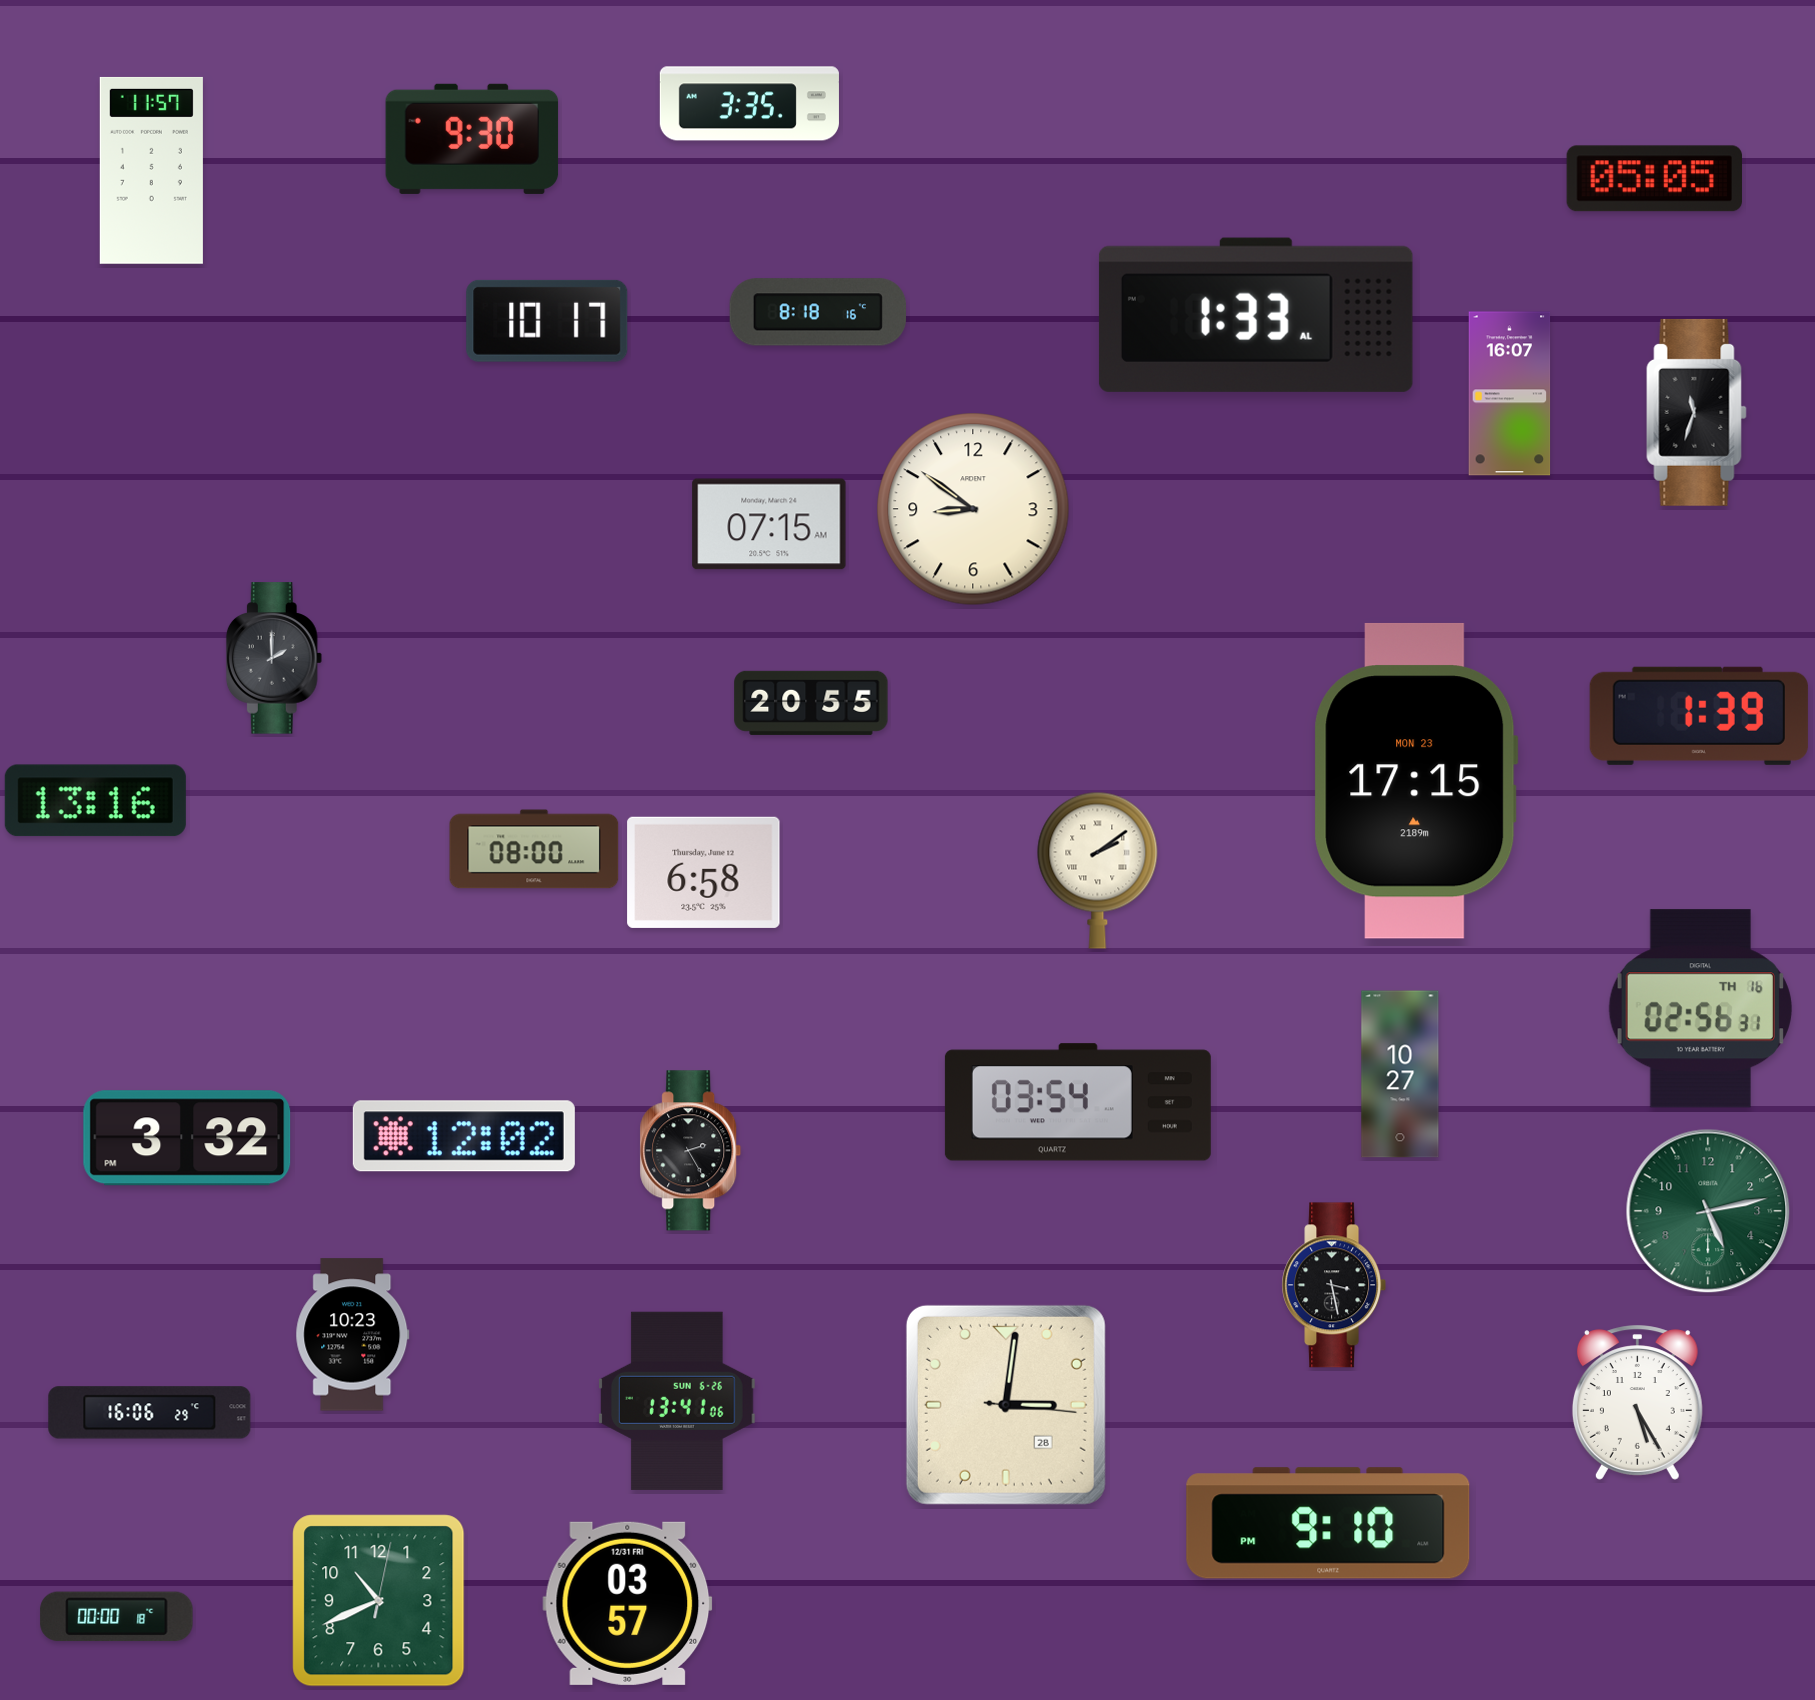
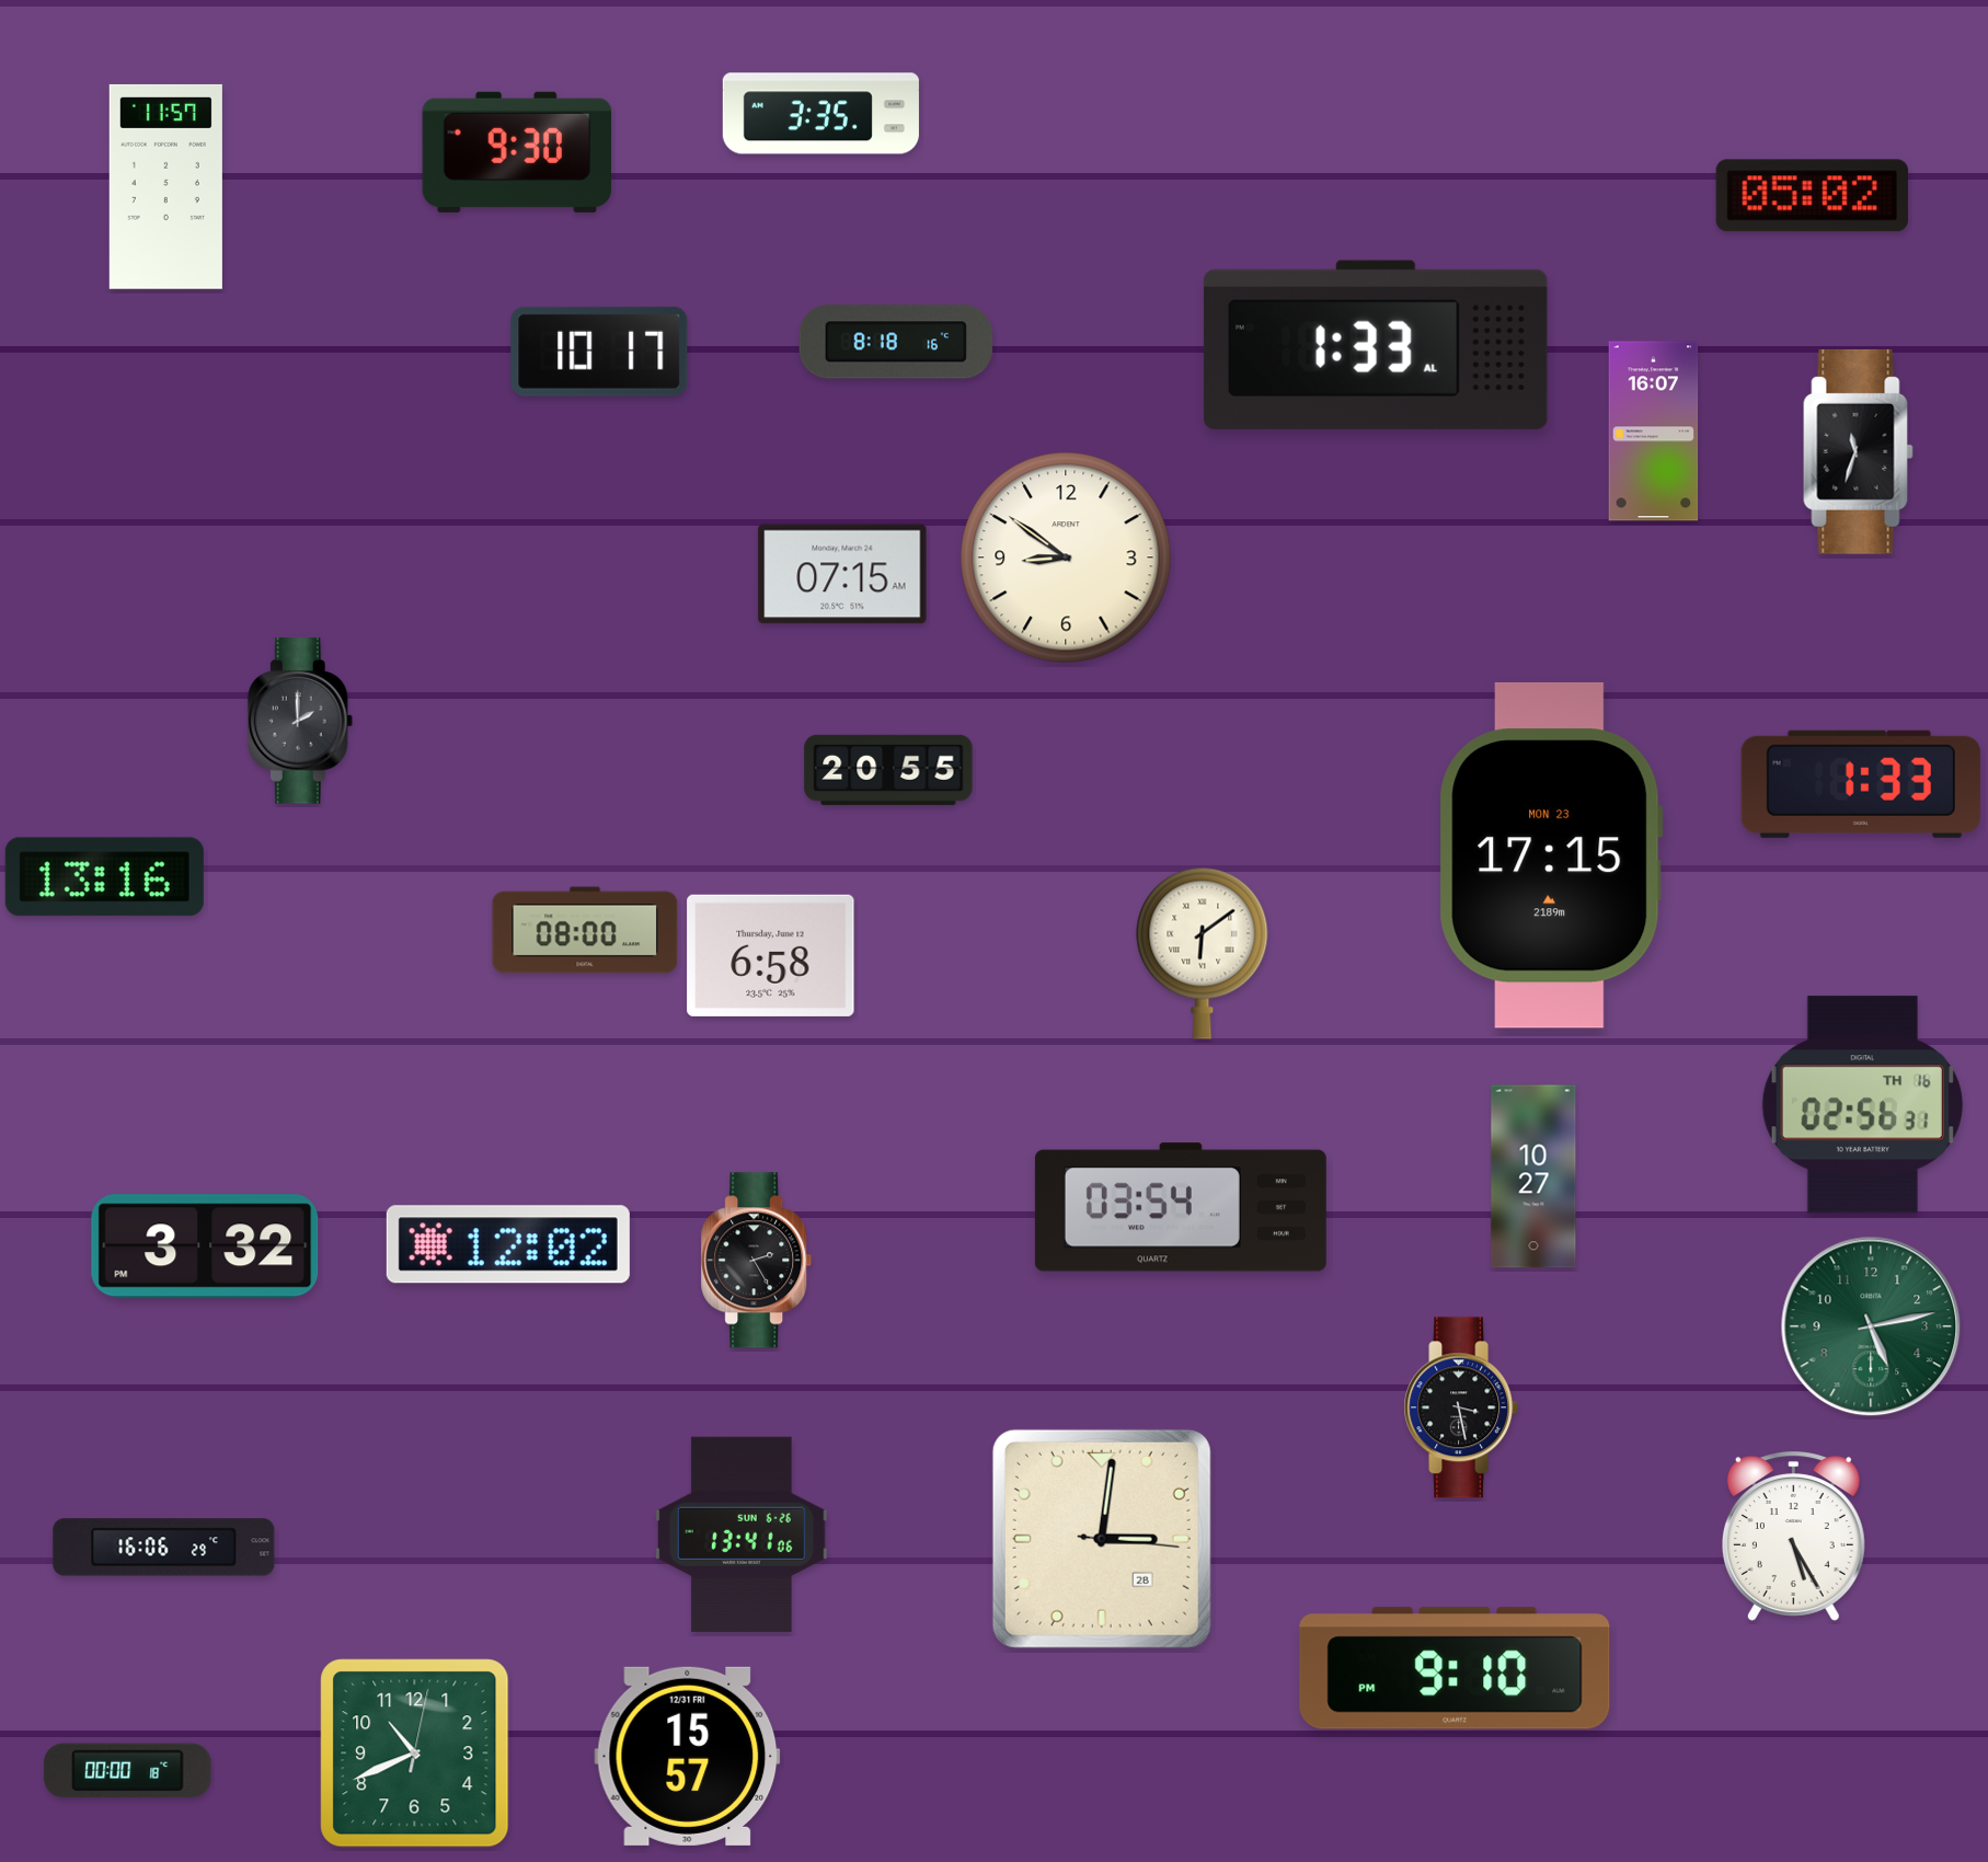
clock at (1654, 179): 05:05 -> 05:02
clock at (1699, 716): 1:39 -> 1:33
clock at (1098, 870): 2:09 -> 6:09
clock at (353, 1335): 10:23 -> none
clock at (628, 1603): 03:57 -> 15:57
